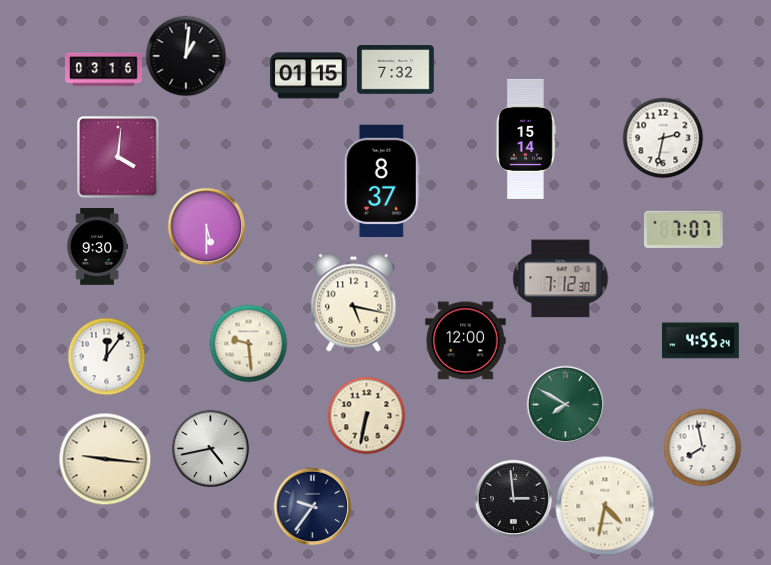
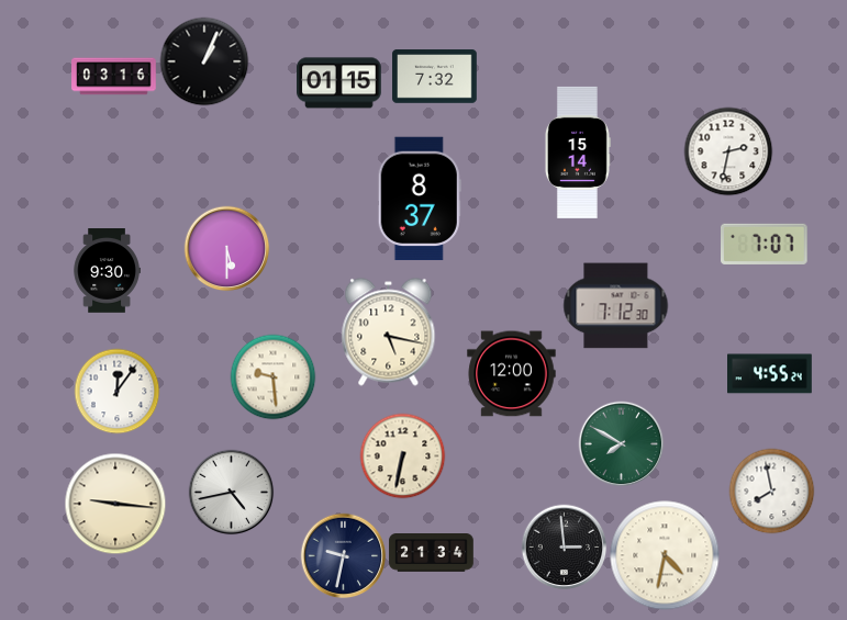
clock at (186, 56): 1:01 -> 1:04
clock at (119, 158): 4:01 -> none
clock at (684, 229) position: (684, 229) -> (765, 244)
clock at (432, 553): none -> 21:34
clock at (312, 506): 9:36 -> 9:32
